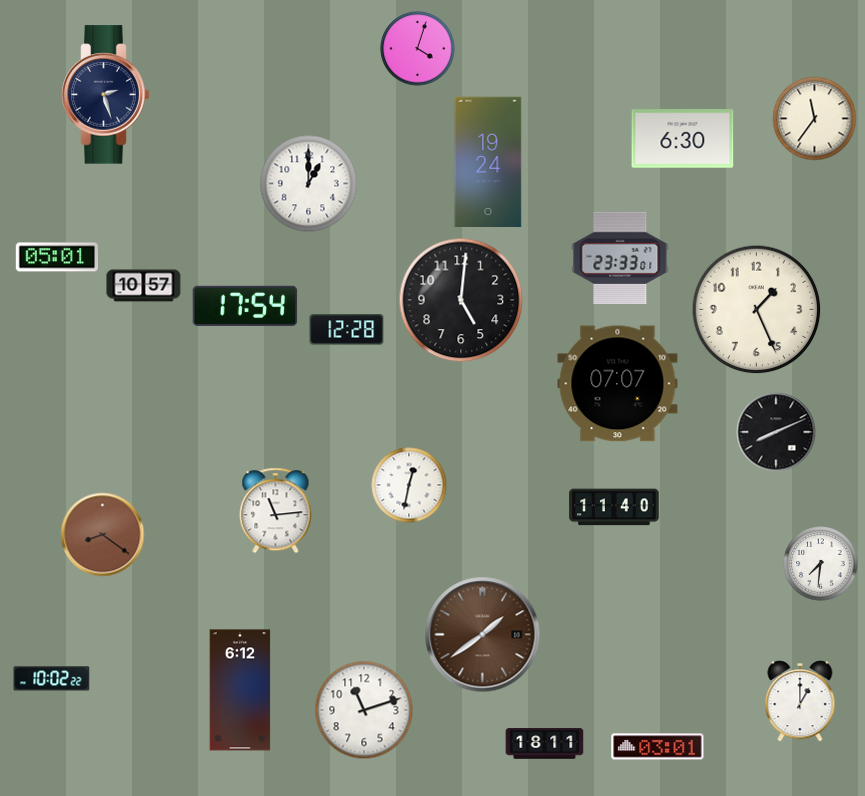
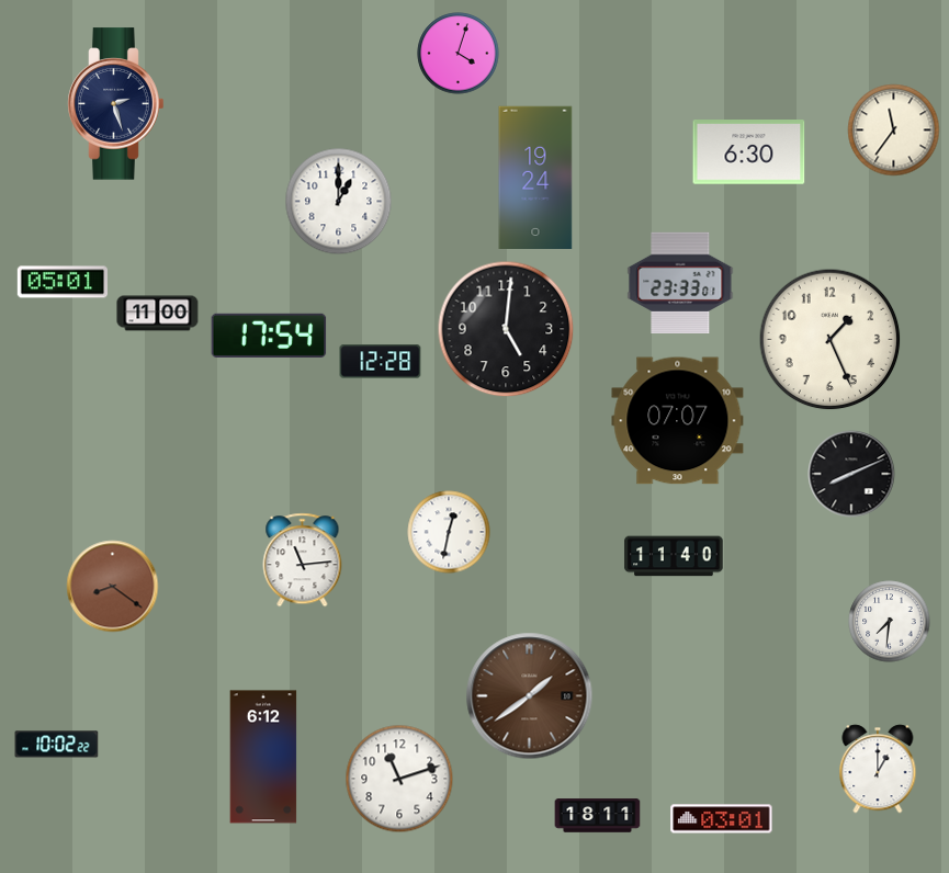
clock at (144, 286): 10:57 -> 11:00
clock at (821, 564) position: (821, 564) -> (890, 622)
